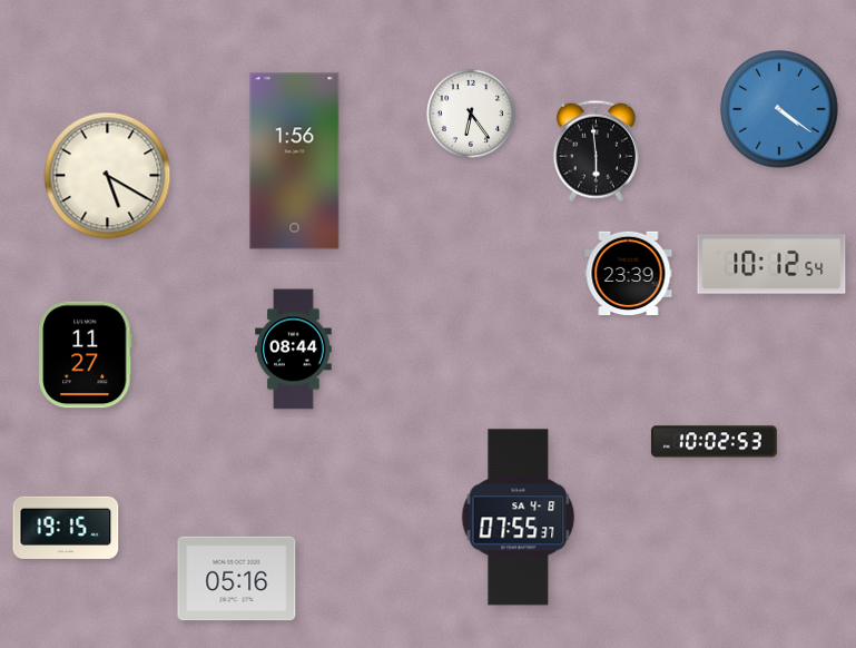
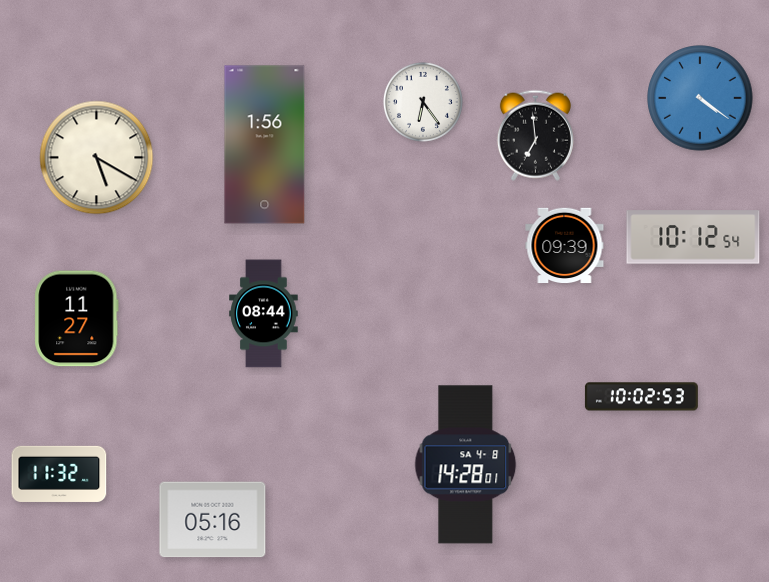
clock at (596, 150): 5:59 -> 6:59
clock at (629, 274): 23:39 -> 09:39
clock at (519, 518): 07:55 -> 14:28
clock at (66, 528): 19:15 -> 11:32
